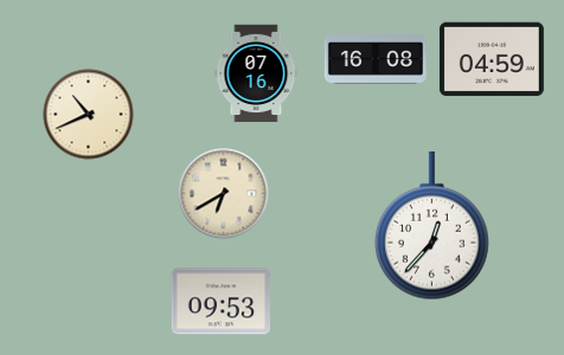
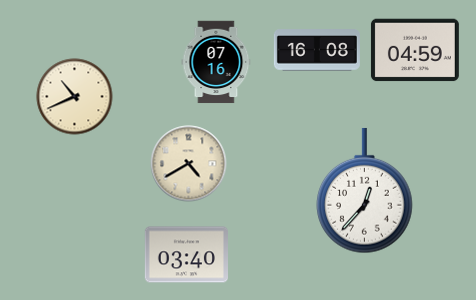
clock at (224, 194): 6:40 -> 4:40
clock at (220, 302): 09:53 -> 03:40
